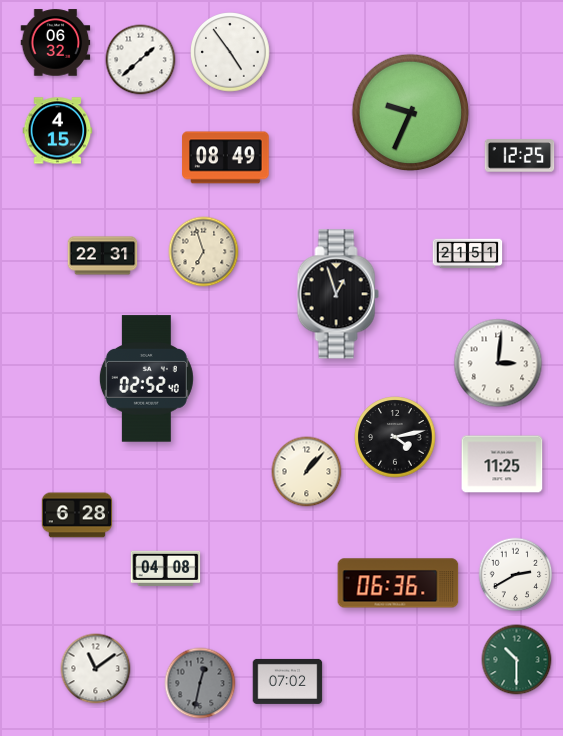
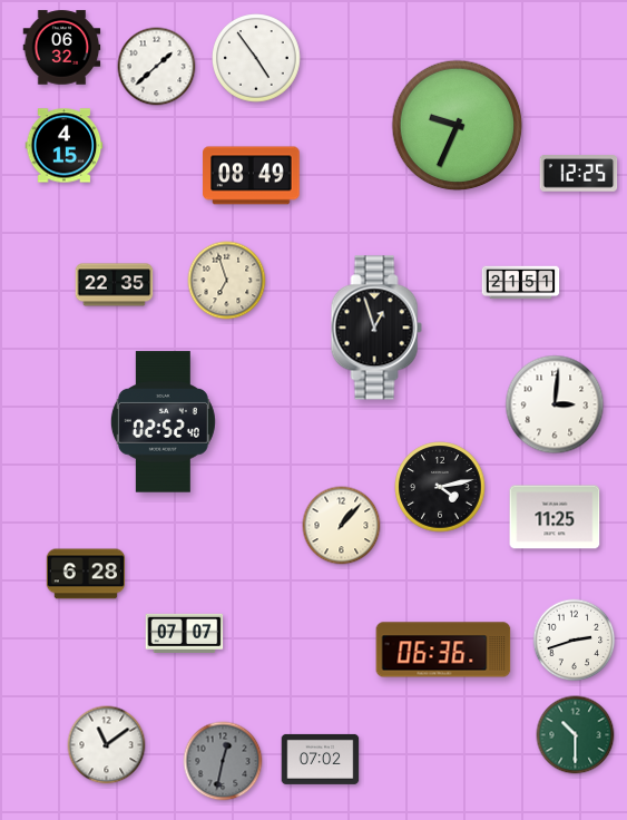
clock at (103, 256): 22:31 -> 22:35
clock at (502, 464) position: (502, 464) -> (555, 517)
clock at (166, 568): 04:08 -> 07:07
clock at (516, 575): 2:40 -> 2:42
